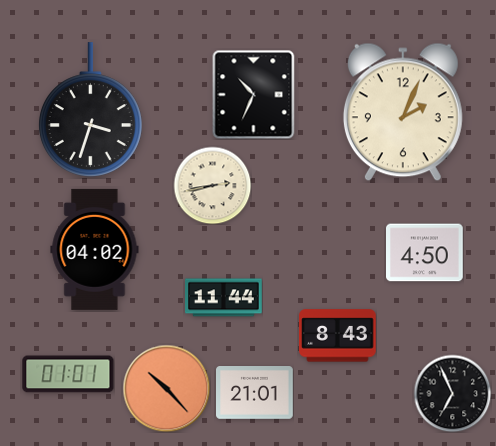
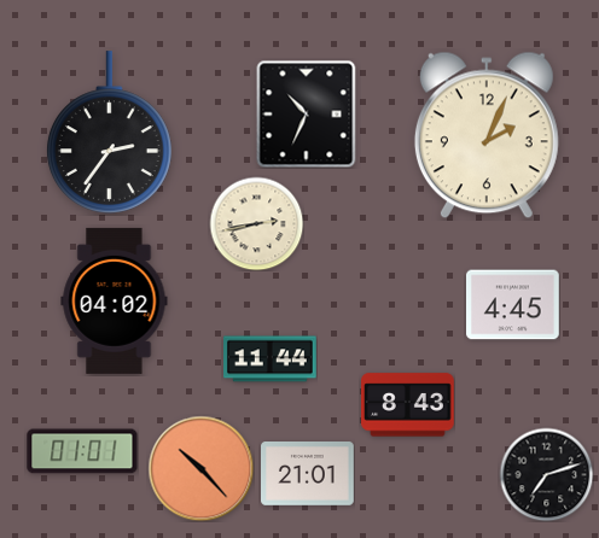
clock at (90, 110): 3:33 -> 2:36
clock at (425, 253): 4:50 -> 4:45
clock at (452, 393): 6:56 -> 7:12
